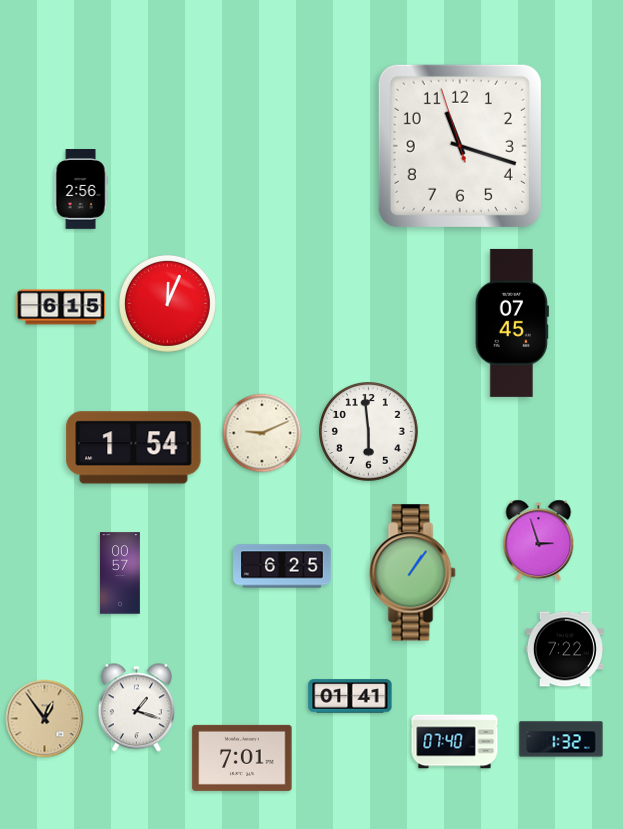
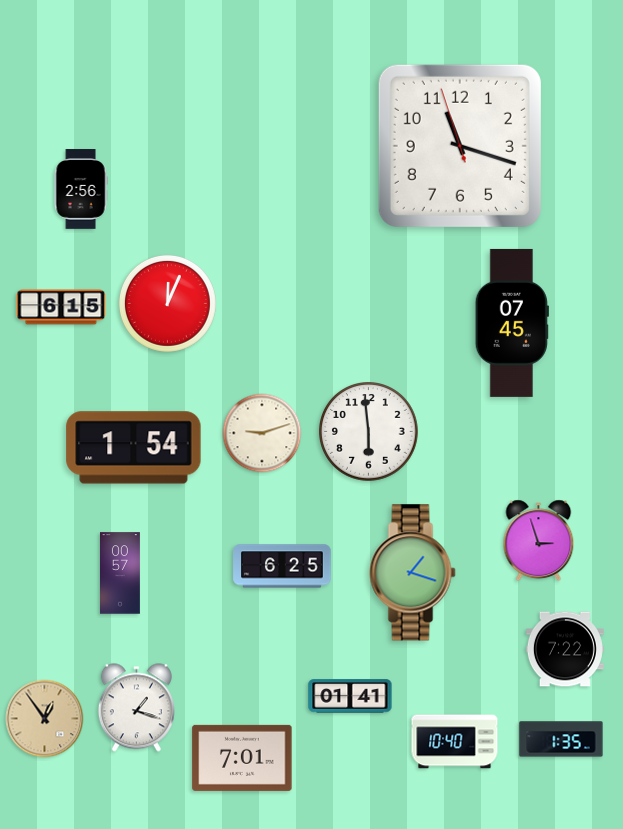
clock at (262, 433): 9:11 -> 9:12
clock at (413, 573): 1:06 -> 1:18
clock at (561, 739): 1:32 -> 1:35
clock at (455, 742): 07:40 -> 10:40
